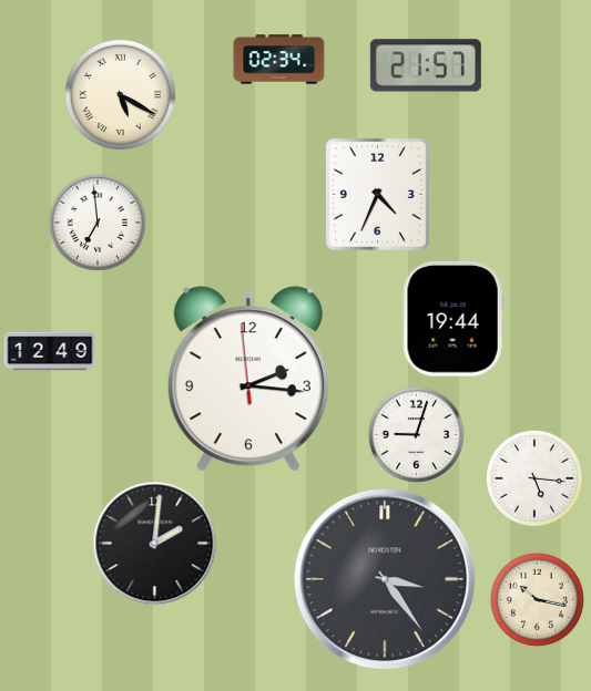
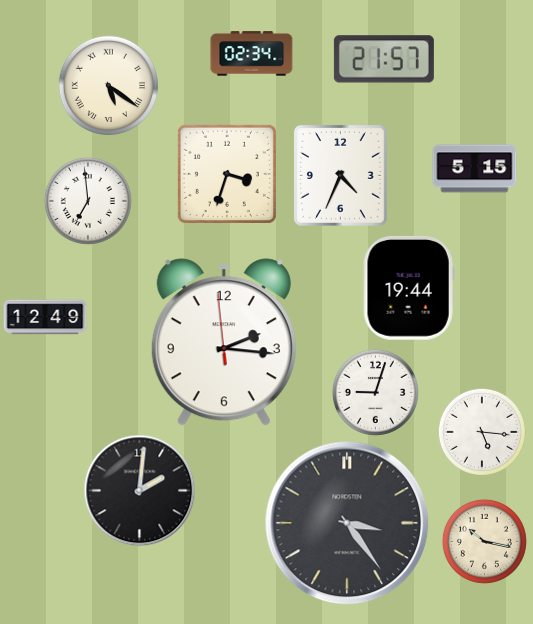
clock at (120, 94): 5:20 -> 5:21
clock at (475, 169): none -> 5:15
clock at (227, 174): none -> 3:33
